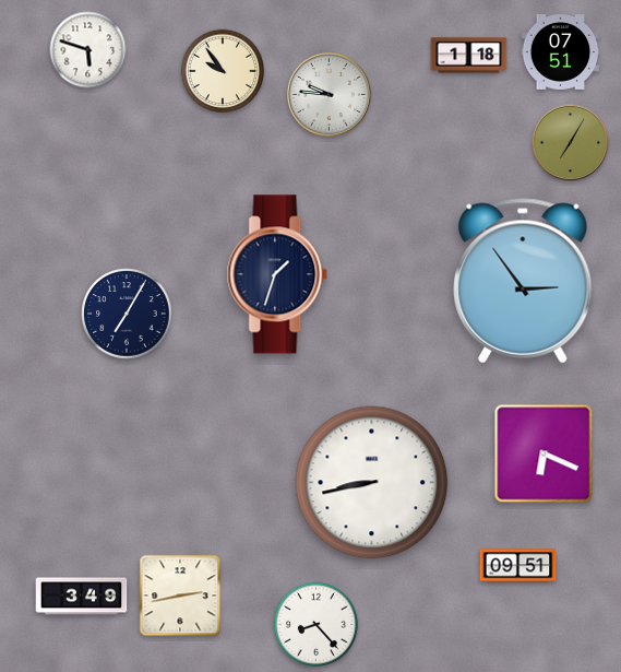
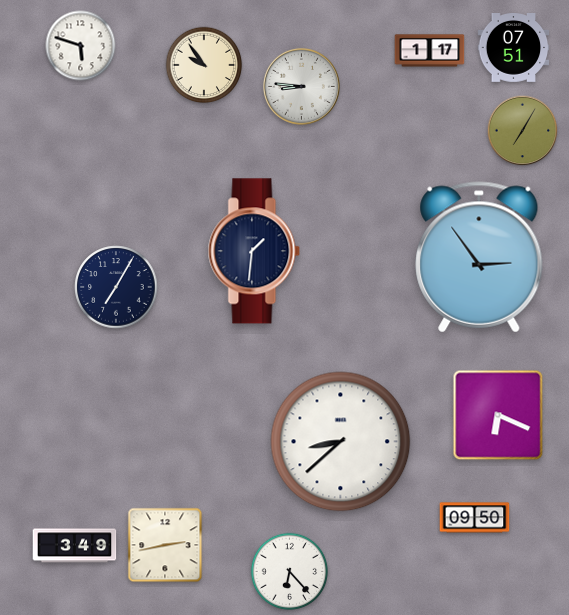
clock at (469, 56): 1:18 -> 1:17
clock at (329, 94): 9:46 -> 8:46
clock at (277, 274): 1:33 -> 1:31
clock at (372, 483): 8:43 -> 8:38
clock at (518, 566): 09:51 -> 09:50
clock at (317, 625): 8:23 -> 6:23
